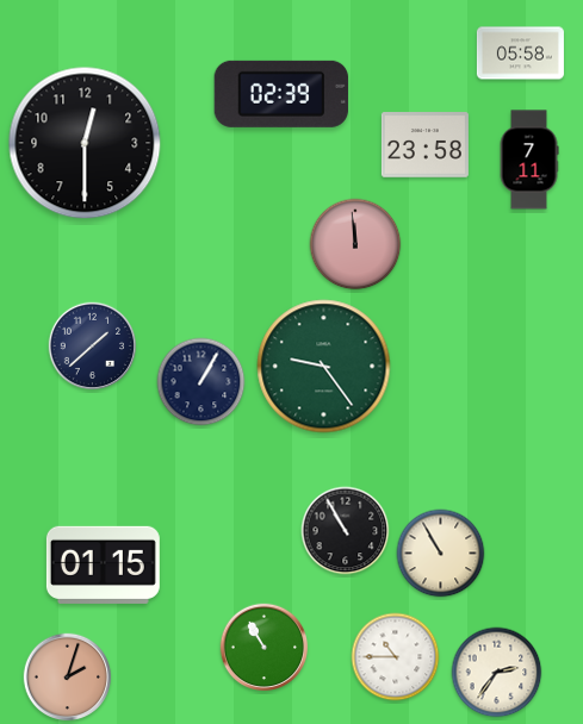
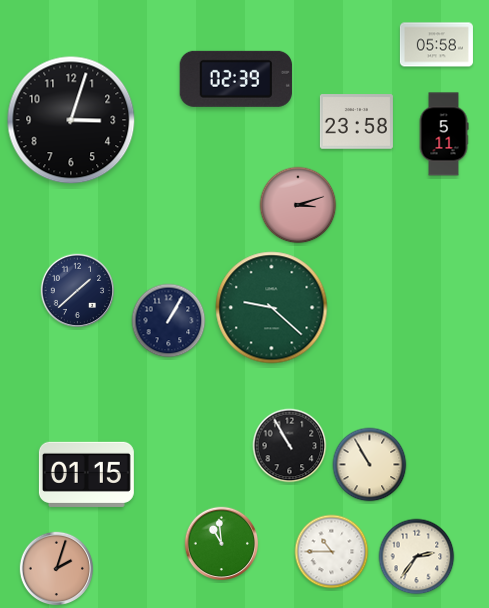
clock at (85, 143): 12:30 -> 3:03
clock at (529, 160): 7:11 -> 5:11
clock at (355, 244): 11:59 -> 3:12
clock at (324, 367): 9:24 -> 9:22
clock at (265, 648): 10:55 -> 10:59
clock at (497, 673) position: (497, 673) -> (417, 557)
